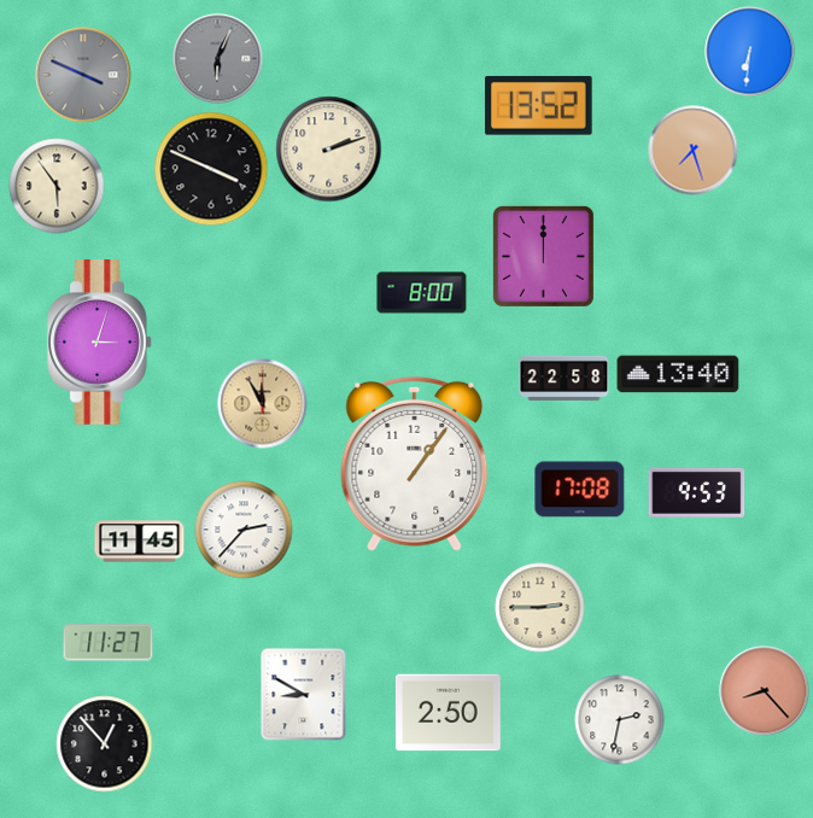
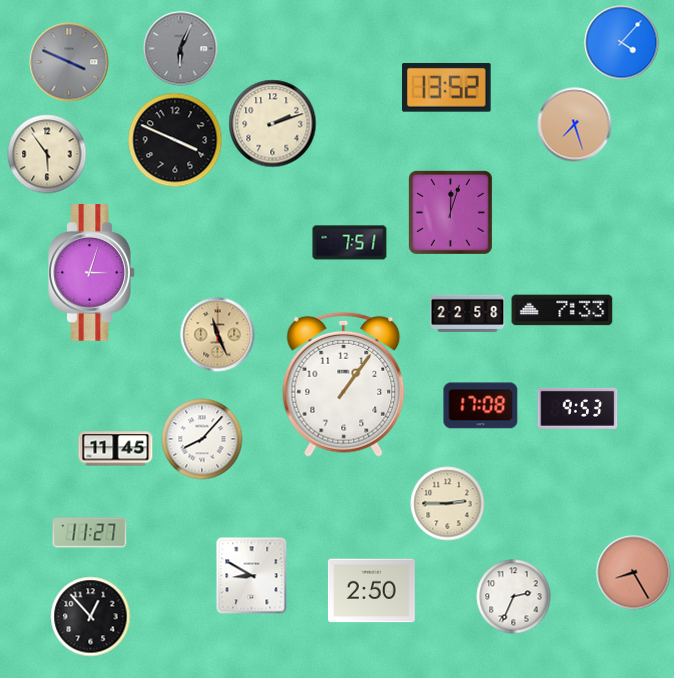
clock at (750, 52): 6:31 -> 4:07
clock at (543, 256): 12:00 -> 12:03
clock at (422, 293): 8:00 -> 7:51
clock at (100, 343) position: (100, 343) -> (92, 273)
clock at (678, 374): 13:40 -> 7:33
clock at (263, 404): 11:55 -> 11:26
clock at (244, 530): 2:37 -> 8:07
clock at (765, 691): 8:23 -> 8:25
clock at (620, 720): 2:32 -> 2:34
clock at (105, 744) position: (105, 744) -> (91, 617)
